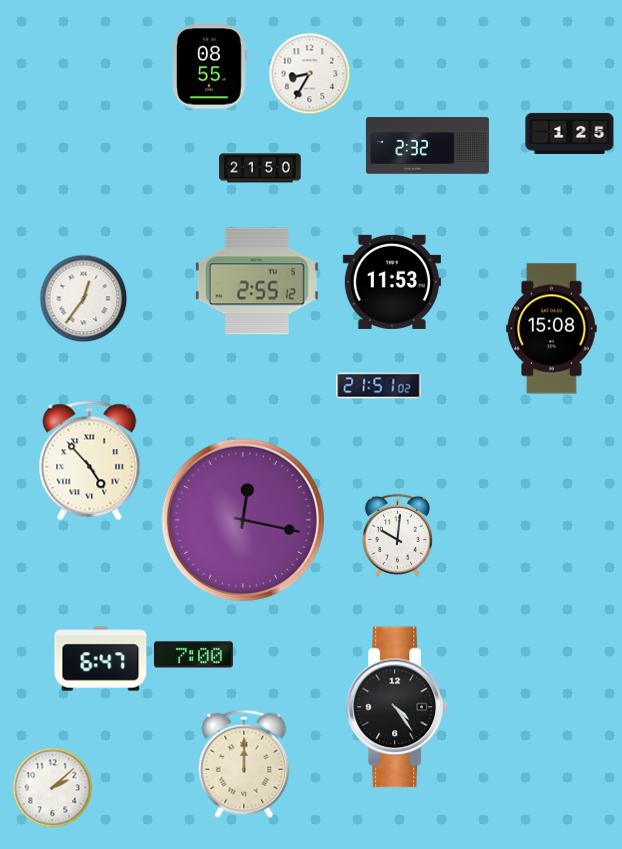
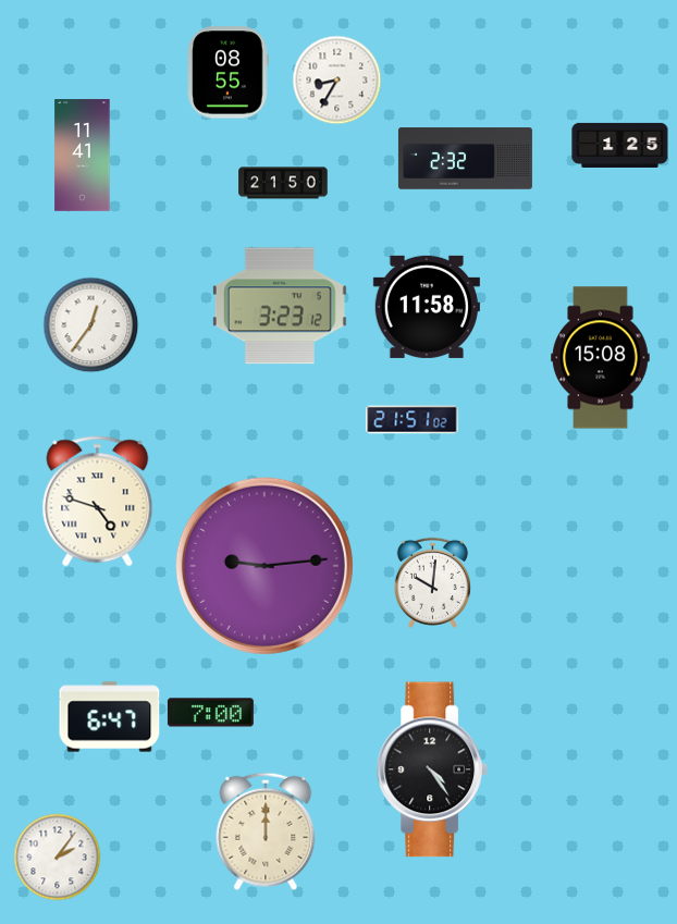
clock at (83, 156): none -> 11:41
clock at (257, 281): 2:55 -> 3:23
clock at (392, 282): 11:53 -> 11:58
clock at (90, 461): 4:53 -> 4:48
clock at (243, 520): 12:17 -> 9:14
clock at (53, 788): 2:08 -> 2:06
